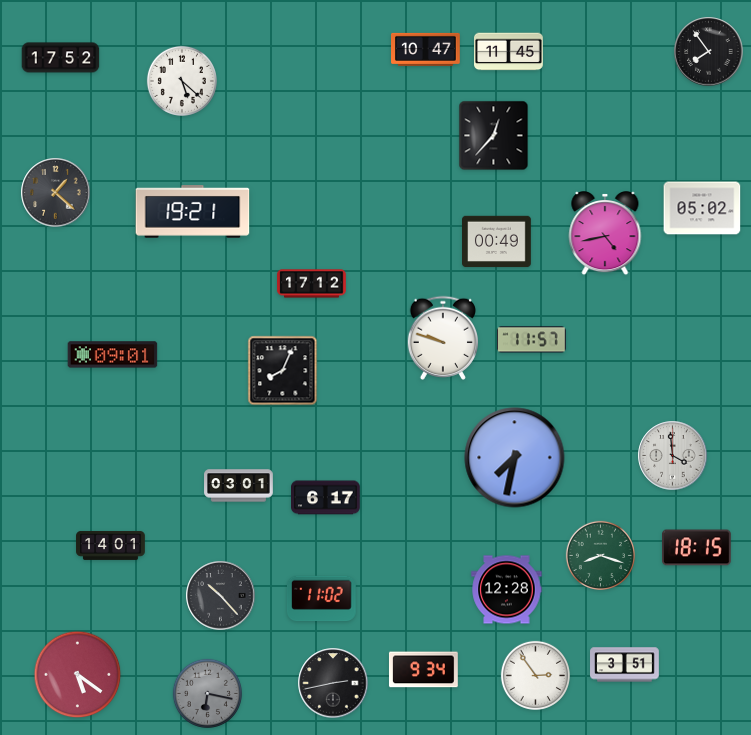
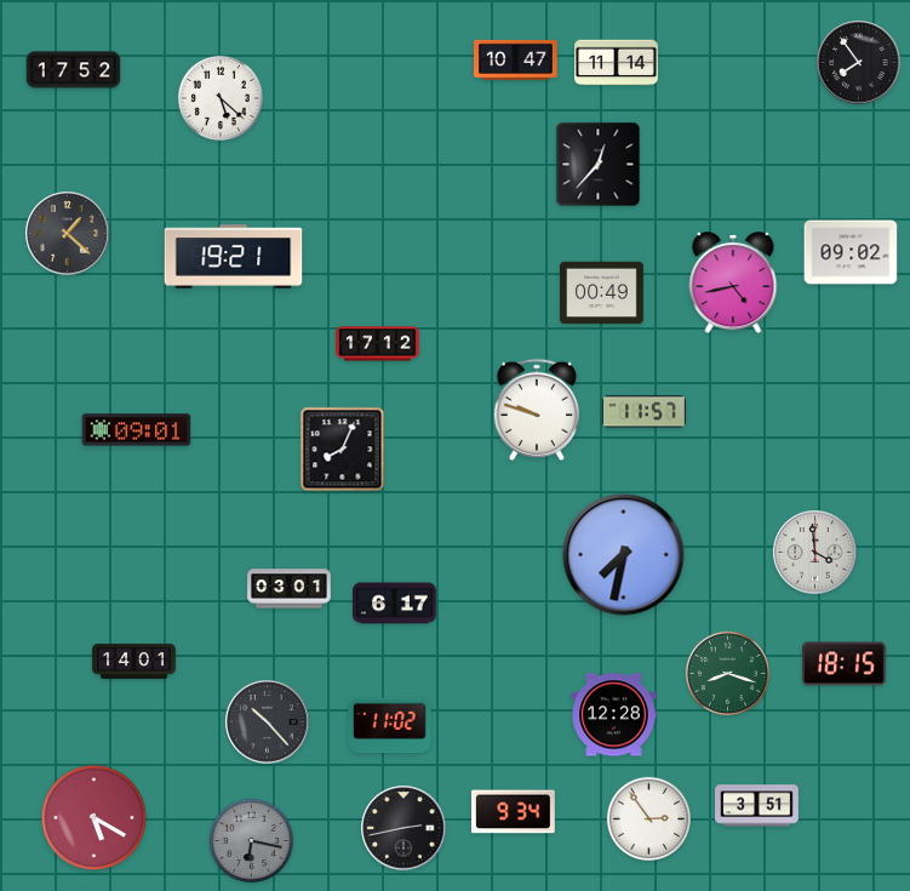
clock at (509, 52): 11:45 -> 11:14
clock at (702, 208): 05:02 -> 09:02
clock at (78, 675): 5:21 -> 5:20
